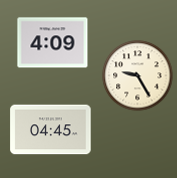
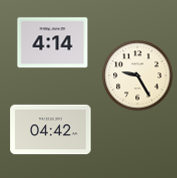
clock at (53, 43): 4:09 -> 4:14
clock at (51, 130): 04:45 -> 04:42
